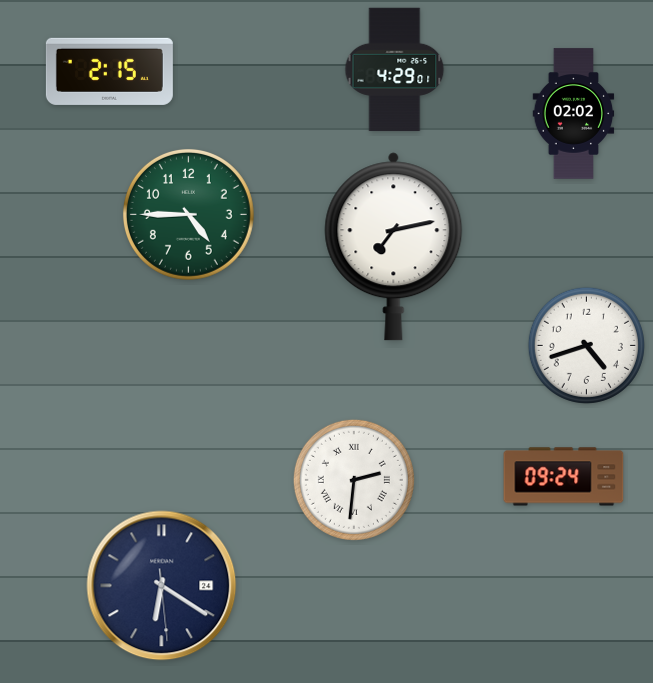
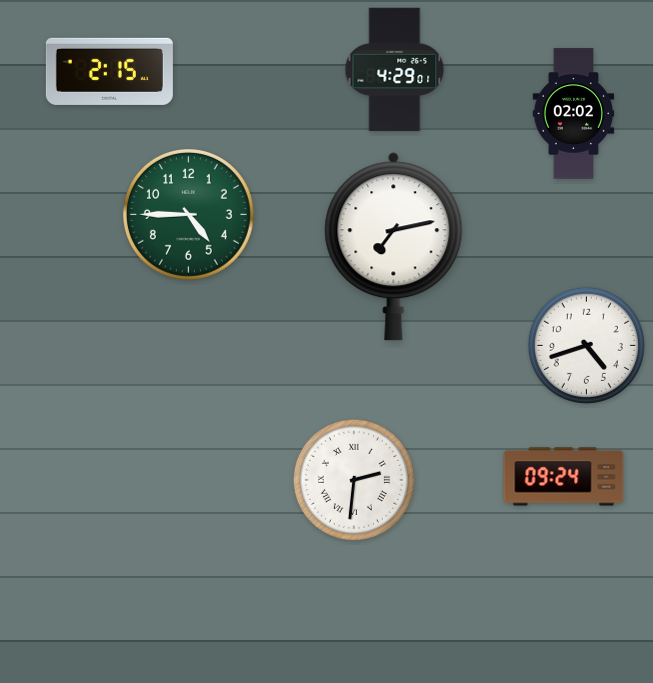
clock at (162, 586): 6:20 -> none
